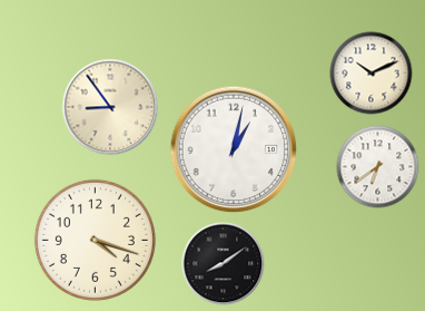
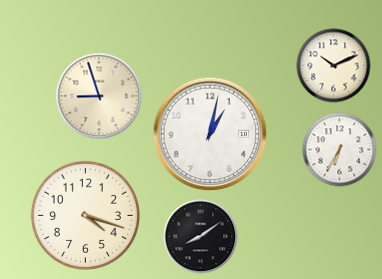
clock at (110, 107): 8:54 -> 8:57
clock at (378, 167): 6:39 -> 6:35
